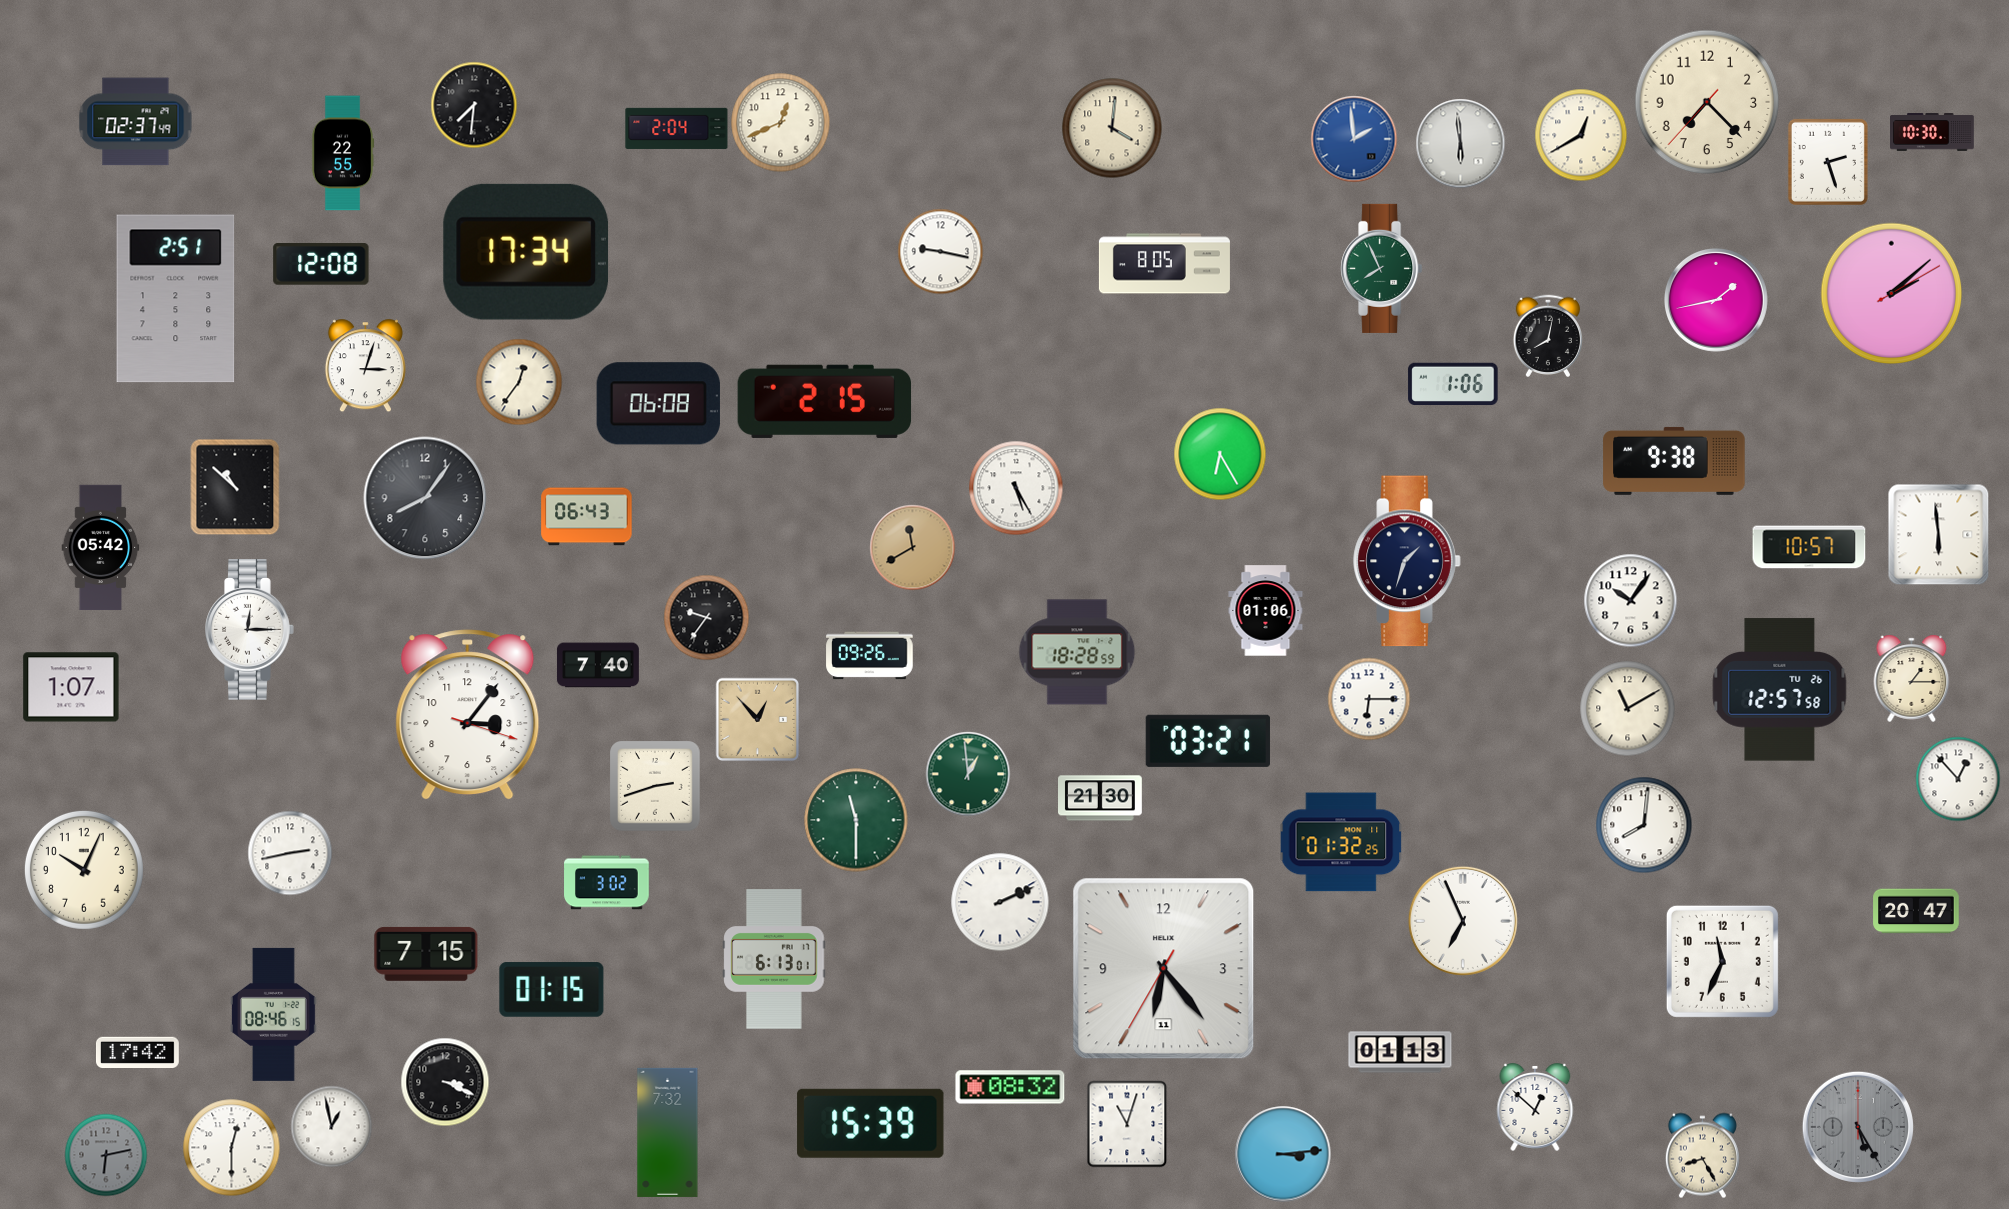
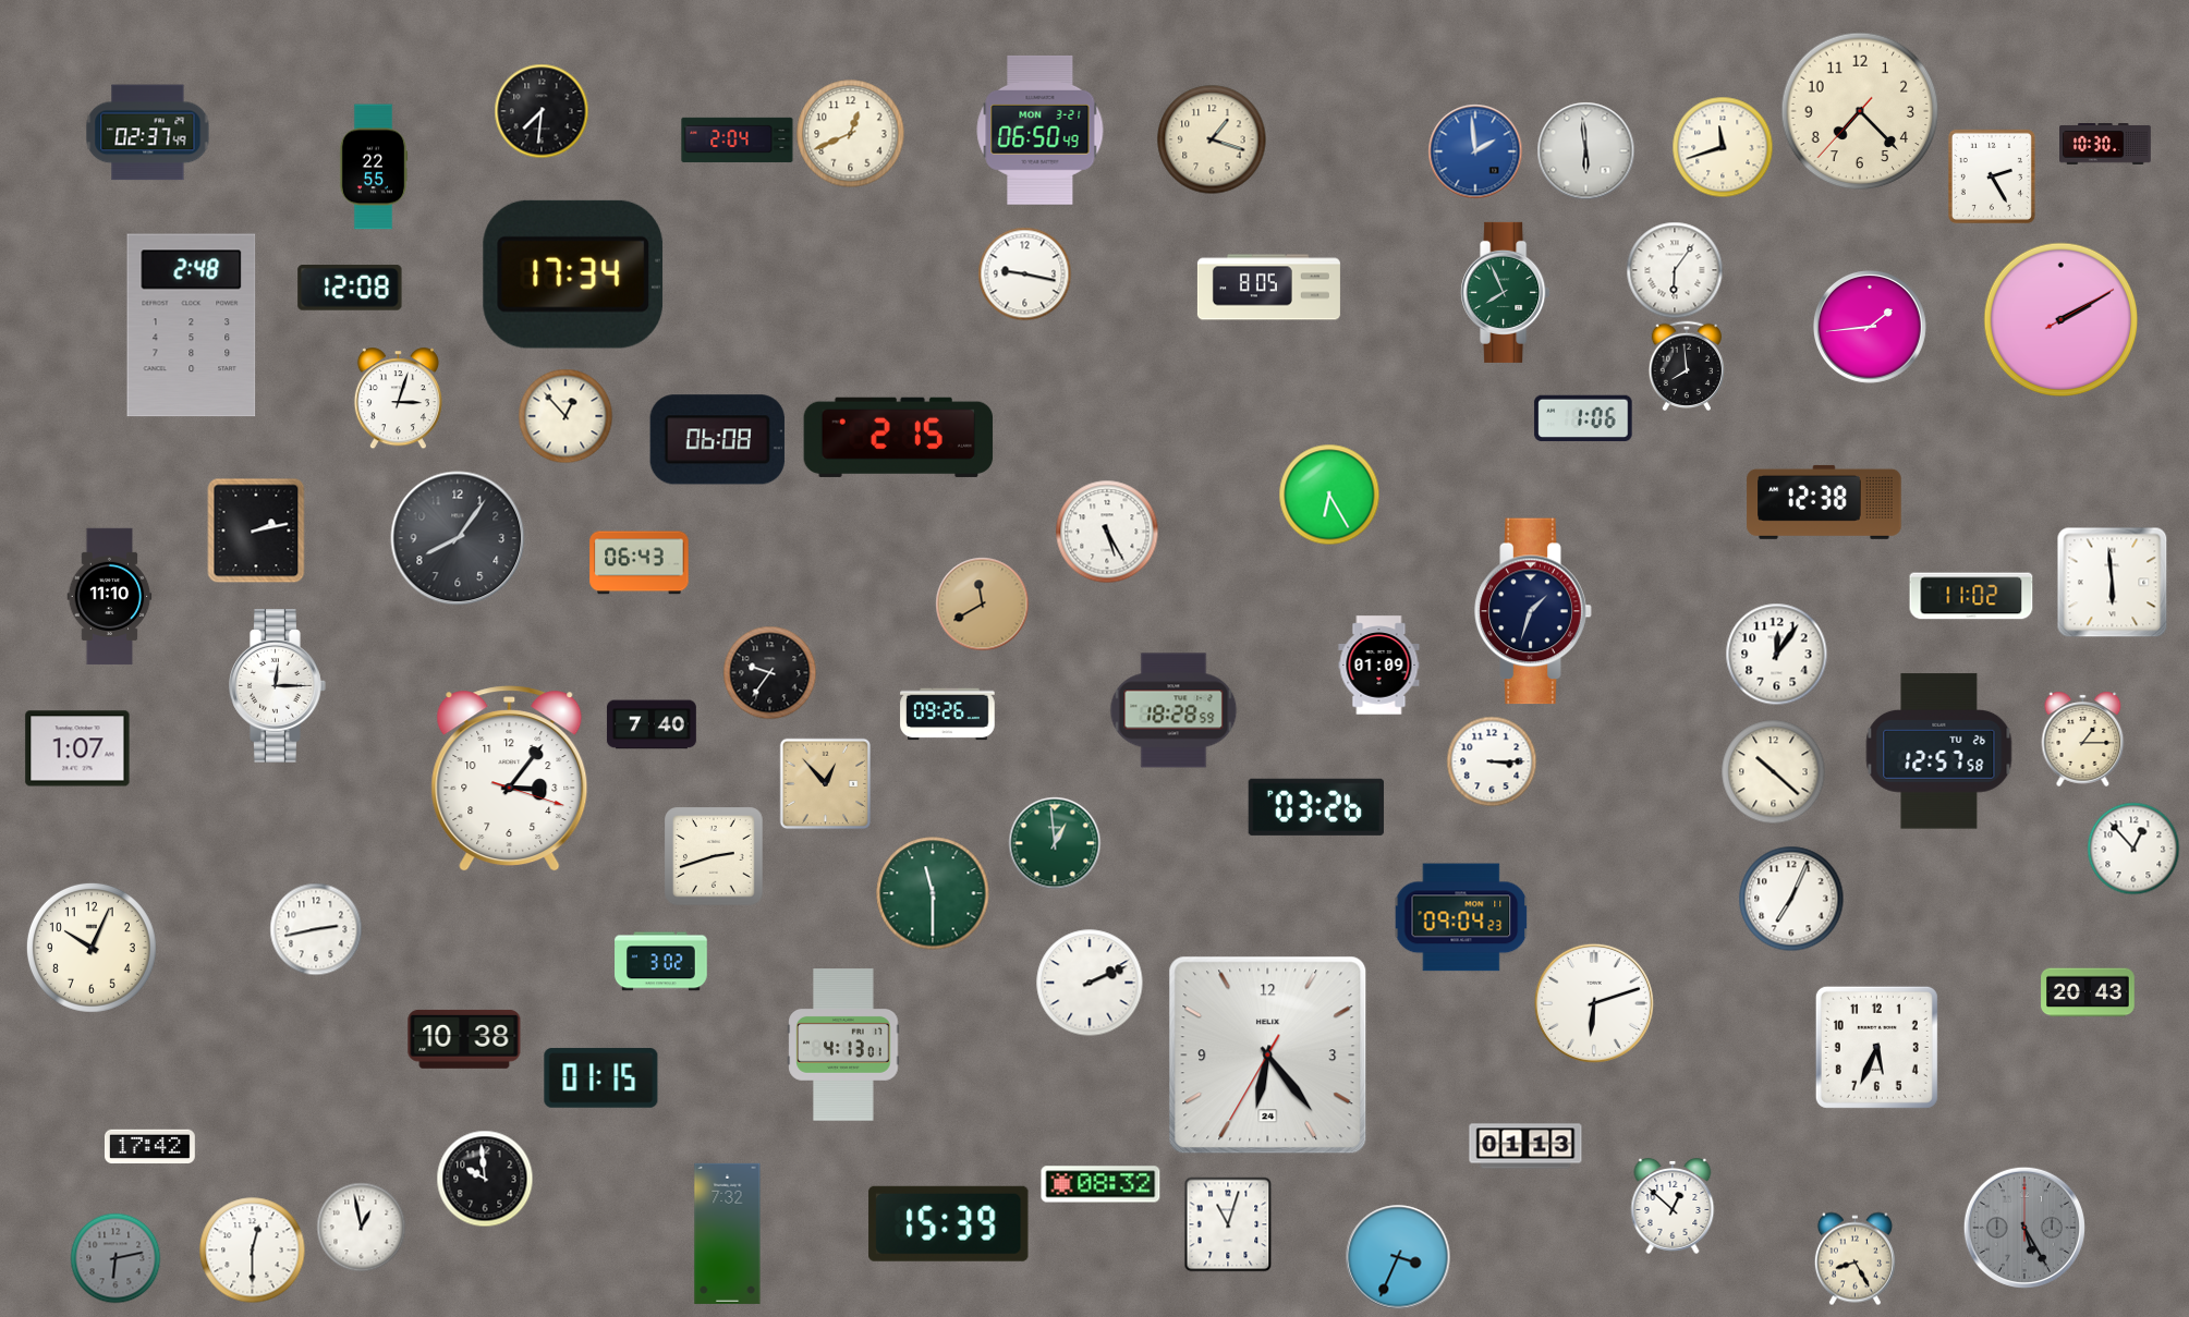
clock at (474, 105) position: (474, 105) -> (542, 111)
clock at (1041, 130): none -> 06:50
clock at (1112, 128): 4:01 -> 1:18
clock at (1581, 135): 12:40 -> 11:42
clock at (1460, 143) position: (1460, 143) -> (1585, 150)
clock at (1828, 162): 2:27 -> 2:25
clock at (1675, 270): none -> 6:06
clock at (1892, 294): 2:08 -> 2:10
clock at (176, 299): 2:51 -> 2:48
clock at (1716, 300): 1:43 -> 1:44
clock at (1547, 336): 8:02 -> 7:59
clock at (519, 382): 12:36 -> 12:53
clock at (1674, 461): 9:38 -> 12:38
clock at (235, 487): 10:52 -> 2:13
clock at (425, 498) position: (425, 498) -> (458, 538)
clock at (912, 547) position: (912, 547) -> (982, 603)
clock at (1809, 547): 10:57 -> 11:02
clock at (101, 548): 05:42 -> 11:10
clock at (1630, 600): 10:06 -> 12:06
clock at (1266, 611): 01:06 -> 01:09
clock at (250, 630) position: (250, 630) -> (278, 686)
clock at (1369, 699): 6:15 -> 3:15
clock at (1627, 708): 11:10 -> 10:22
clock at (1208, 741): 03:21 -> 03:26
clock at (1101, 798): 21:30 -> none
clock at (1644, 825): 8:01 -> 7:04
clock at (1341, 842): 01:32 -> 09:04
clock at (1916, 911): 20:47 -> 20:43
clock at (1463, 921): 6:56 -> 6:12
clock at (426, 954): 7:15 -> 10:38
clock at (774, 959): 6:13 -> 4:13
clock at (1722, 961): 11:34 -> 5:34
clock at (1164, 969) date: 11 -> 24
clock at (273, 1014): 08:46 -> none
clock at (445, 1082): 3:19 -> 9:59
clock at (1283, 1154): 3:14 -> 3:34
